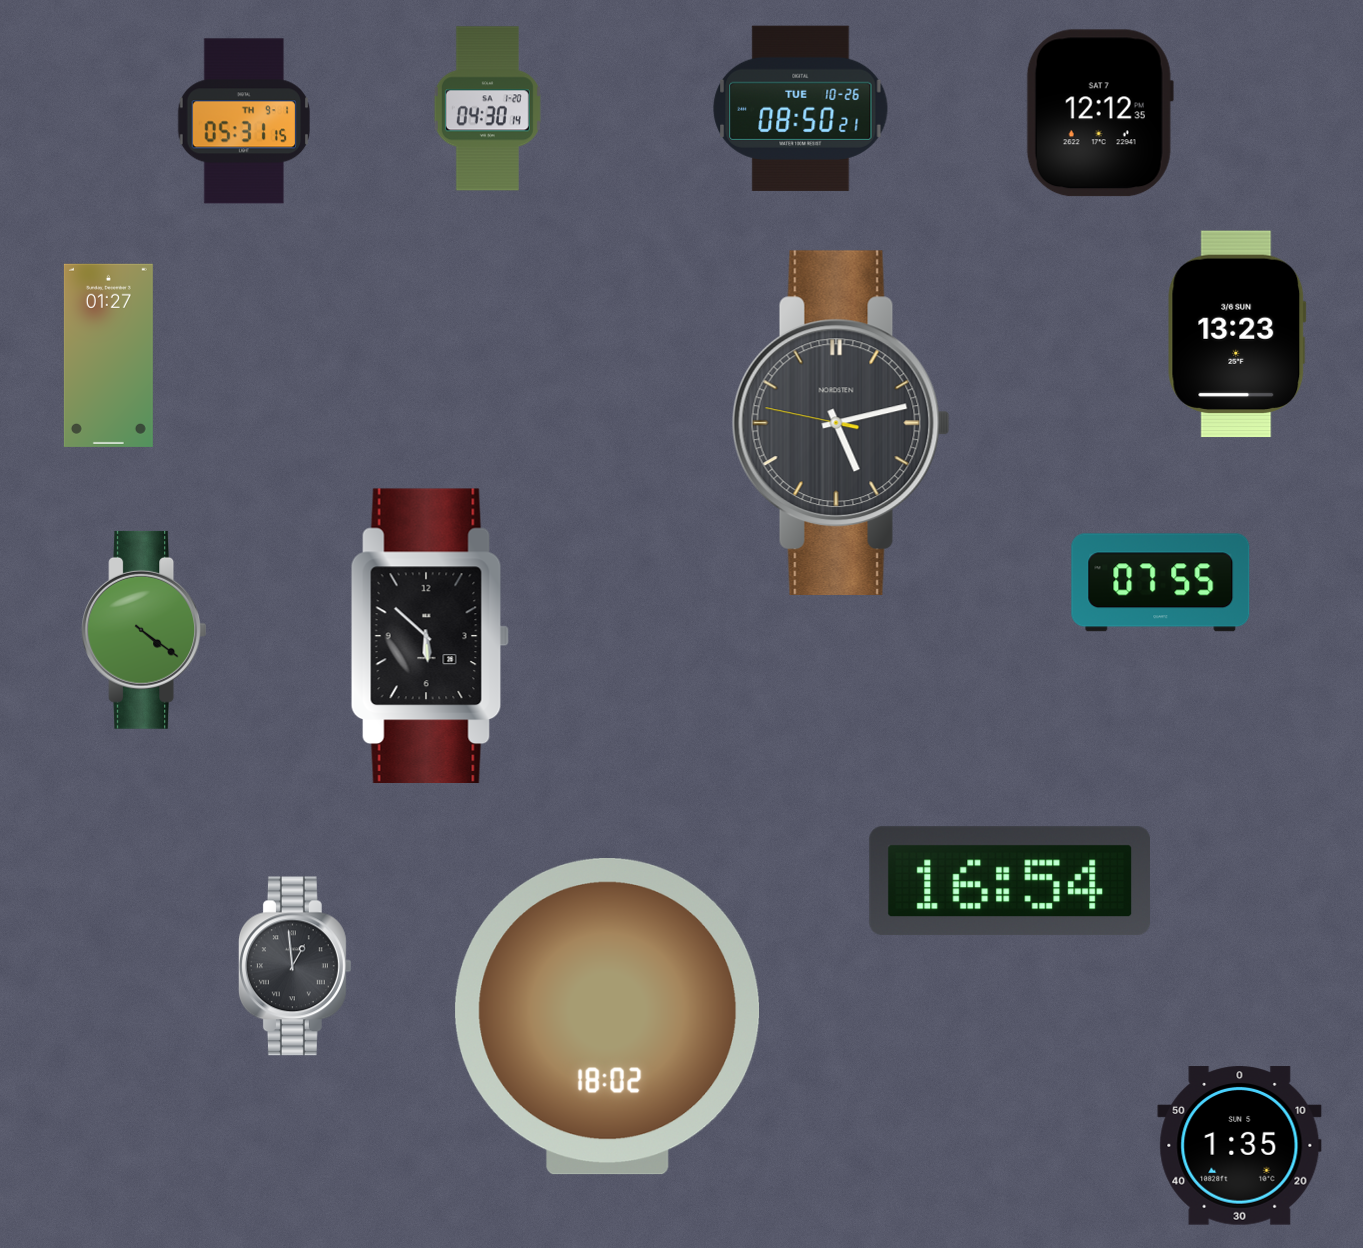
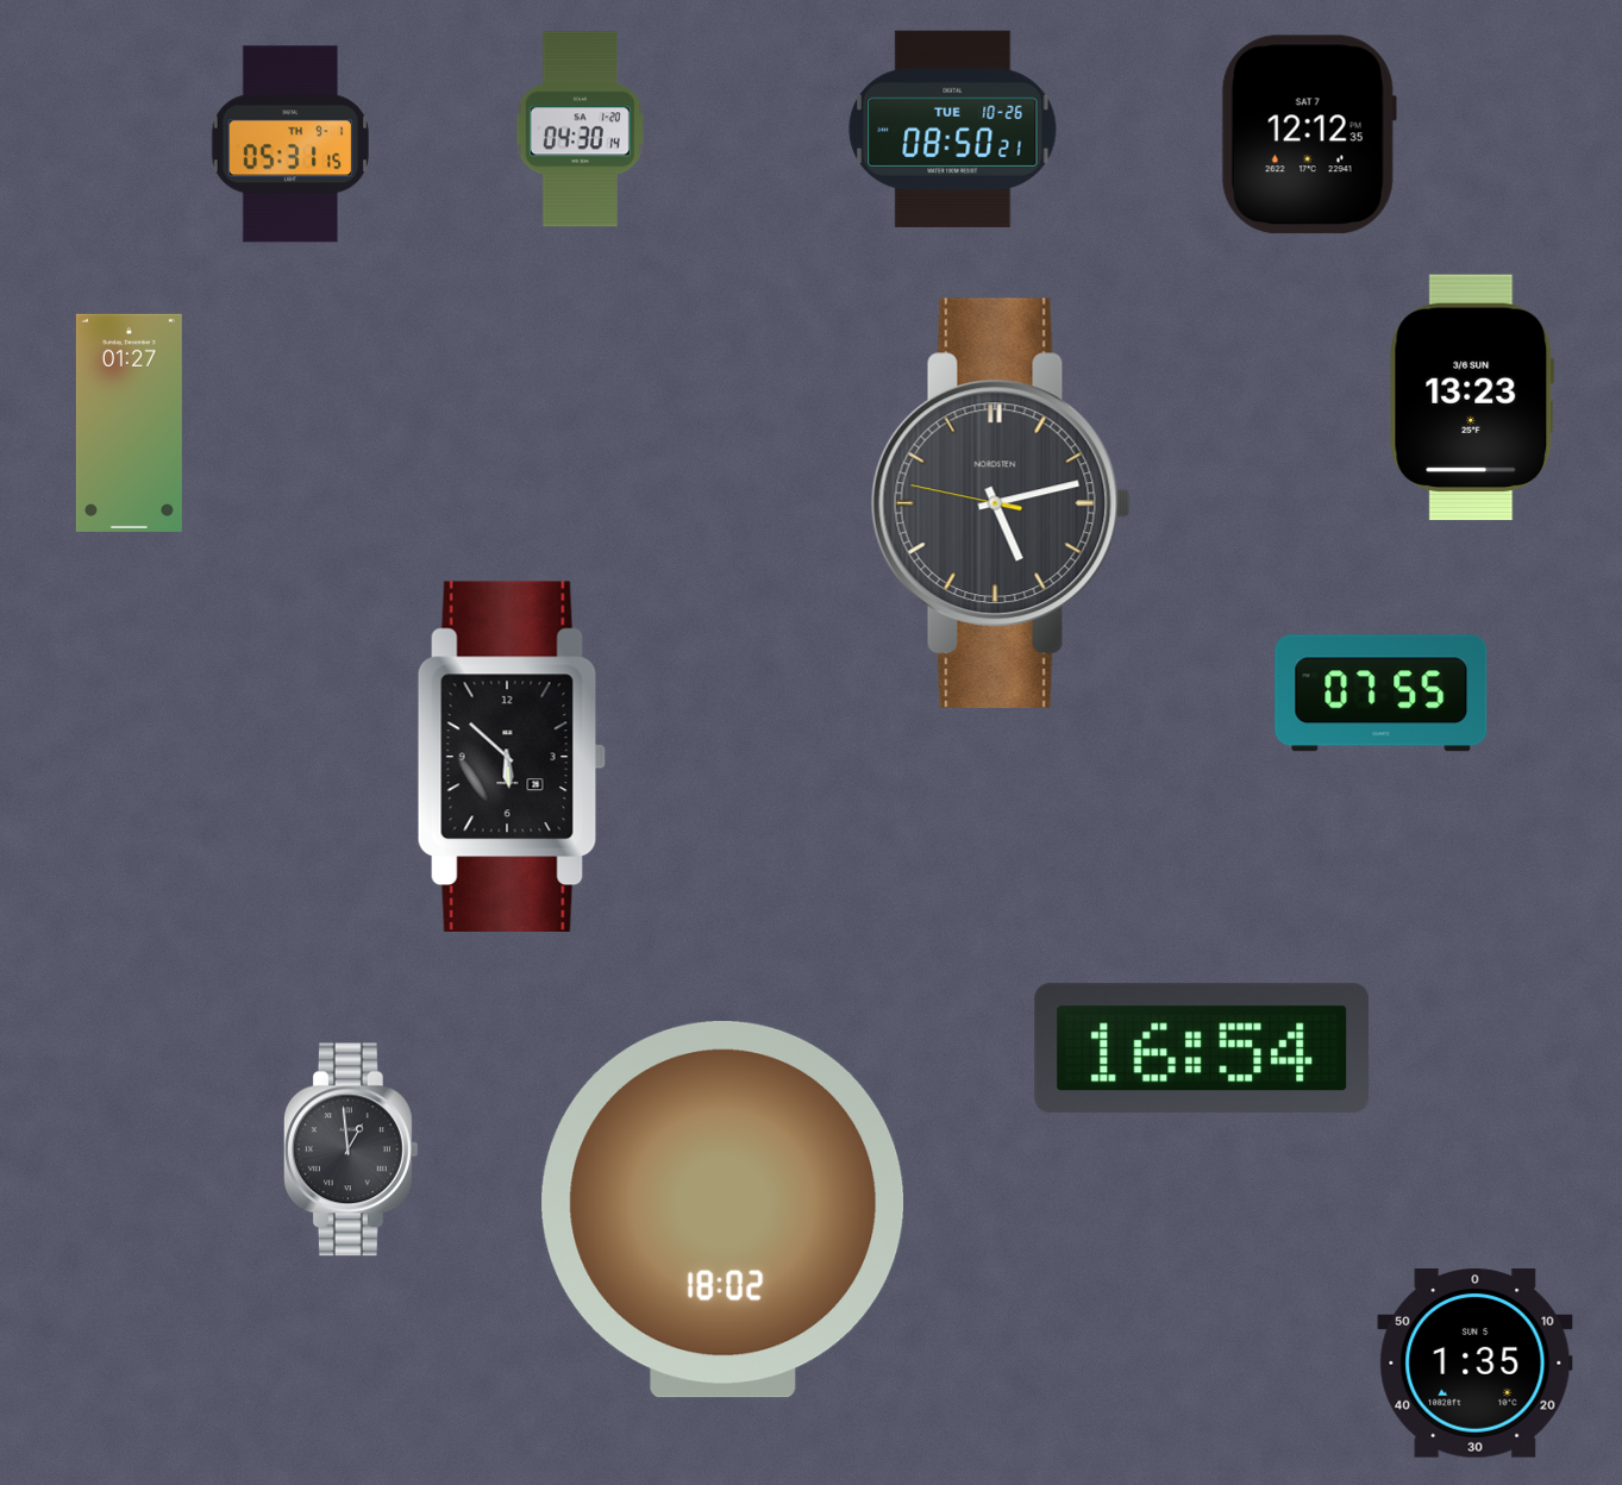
clock at (144, 630): 4:21 -> none
